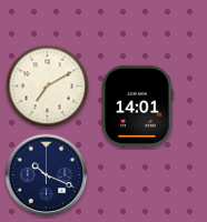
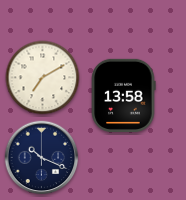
clock at (138, 105): 14:01 -> 13:58
